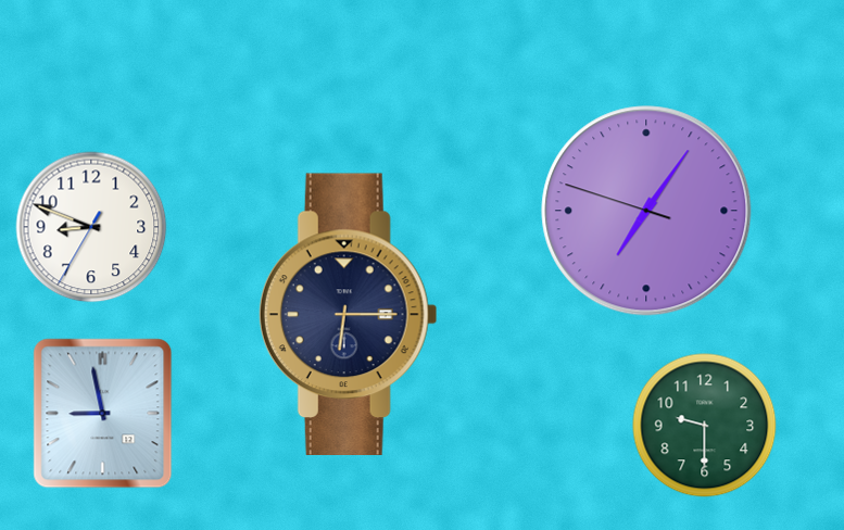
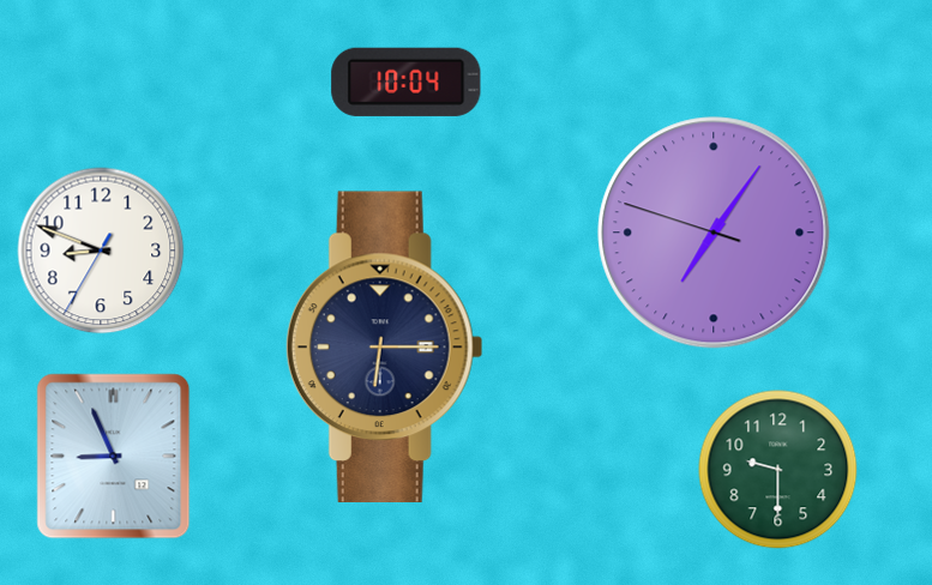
clock at (407, 82): none -> 10:04
clock at (103, 414): 8:58 -> 8:56
